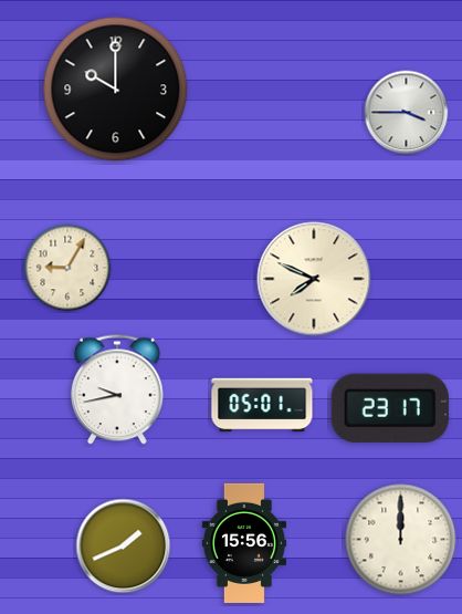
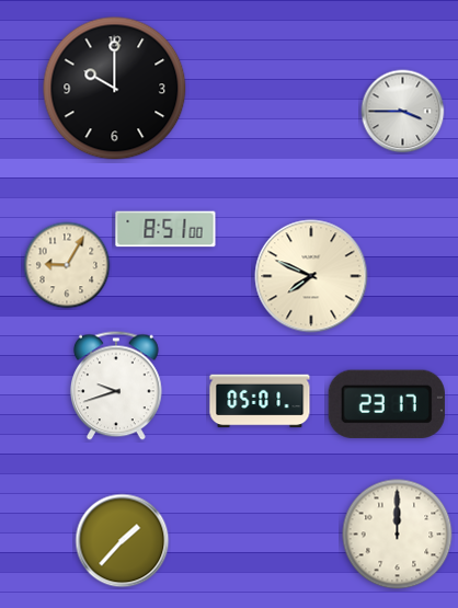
clock at (165, 229): none -> 8:51
clock at (117, 389): 9:43 -> 9:42
clock at (244, 543): 15:56 -> none
clock at (124, 547): 1:41 -> 1:37
